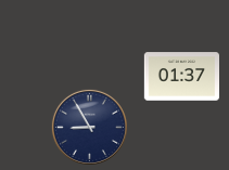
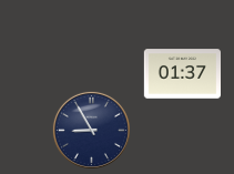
clock at (181, 77) position: (181, 77) -> (182, 74)
